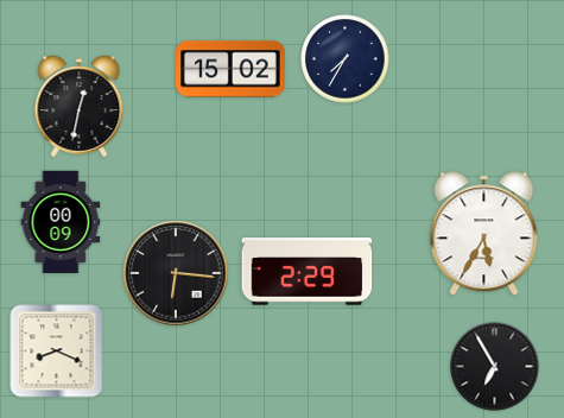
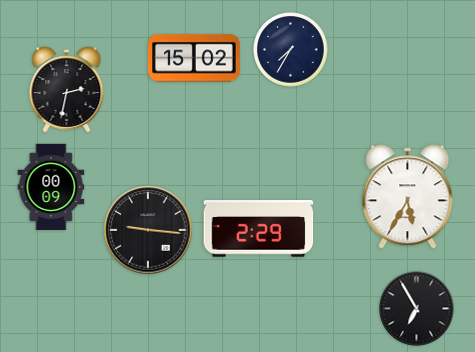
clock at (80, 107): 12:32 -> 2:32
clock at (176, 273): 6:16 -> 9:16
clock at (57, 351): 8:19 -> none
